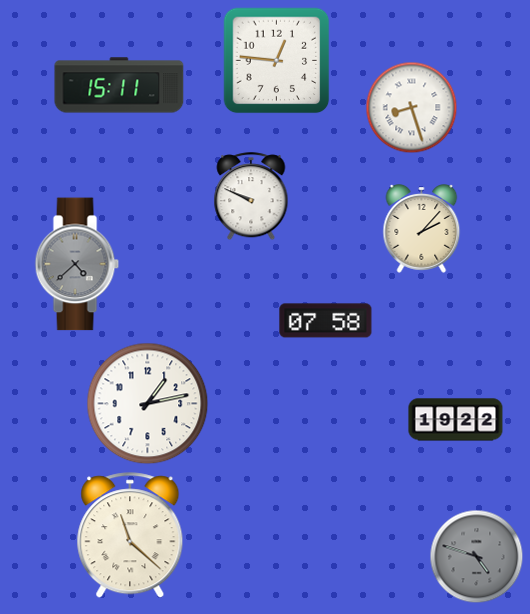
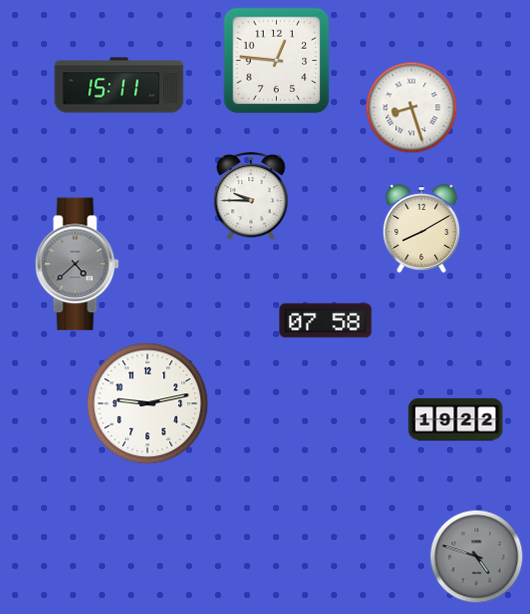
clock at (251, 197): 9:49 -> 9:45
clock at (422, 229): 2:07 -> 8:10
clock at (148, 404): 1:13 -> 9:13
clock at (130, 536): 11:22 -> none
